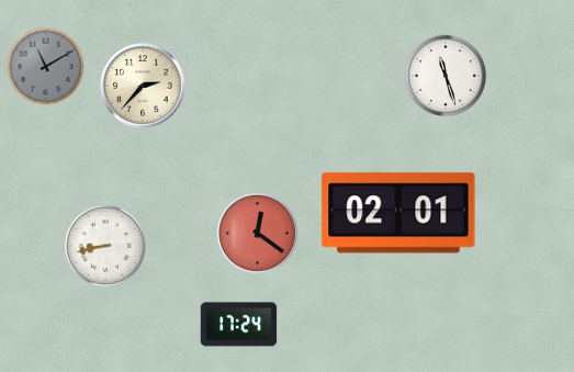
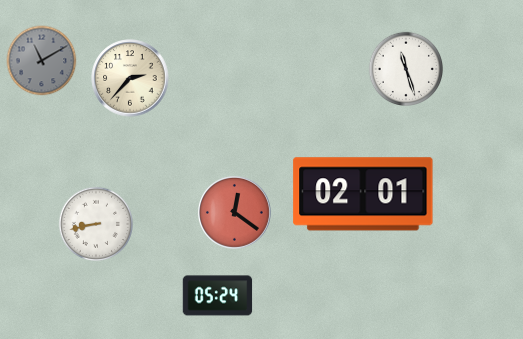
clock at (239, 325): 17:24 -> 05:24
